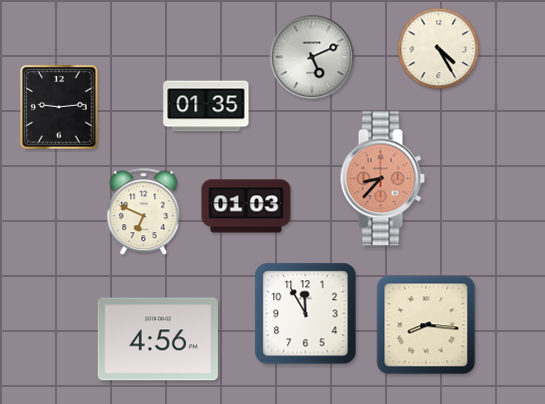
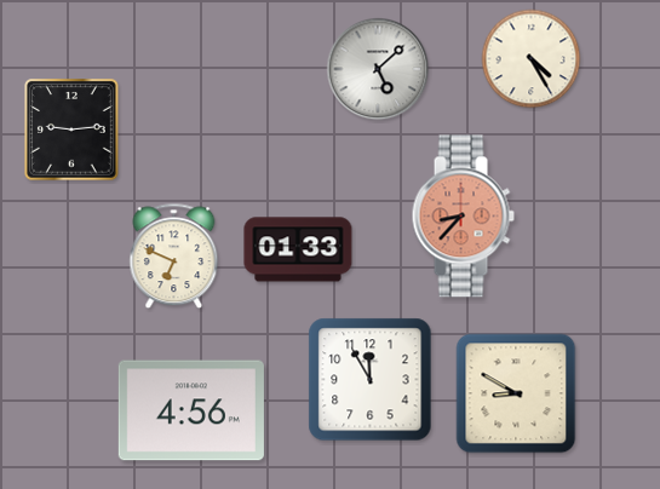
clock at (312, 57): 5:11 -> 5:08
clock at (206, 106): 01:35 -> none
clock at (246, 206): 01:03 -> 01:33
clock at (426, 325): 8:16 -> 8:50
